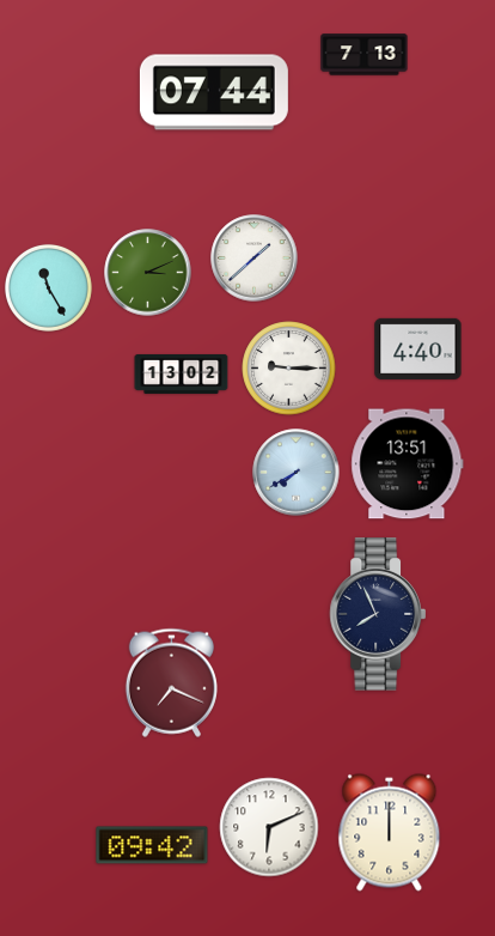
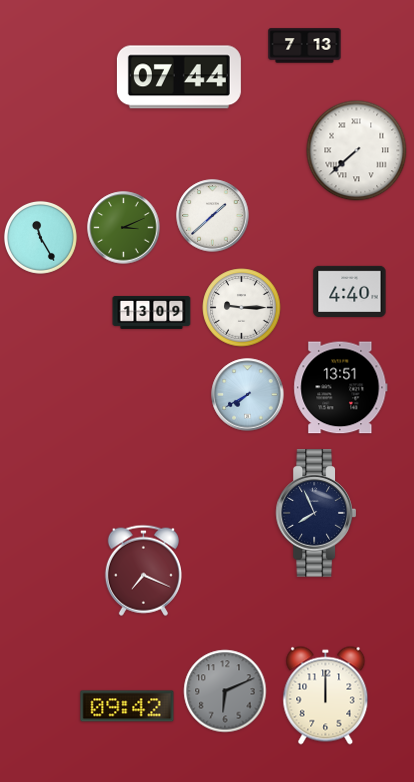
clock at (357, 151): none -> 7:38
clock at (48, 287) position: (48, 287) -> (40, 237)
clock at (182, 373): 13:02 -> 13:09
clock at (269, 827) dial: white -> grey
